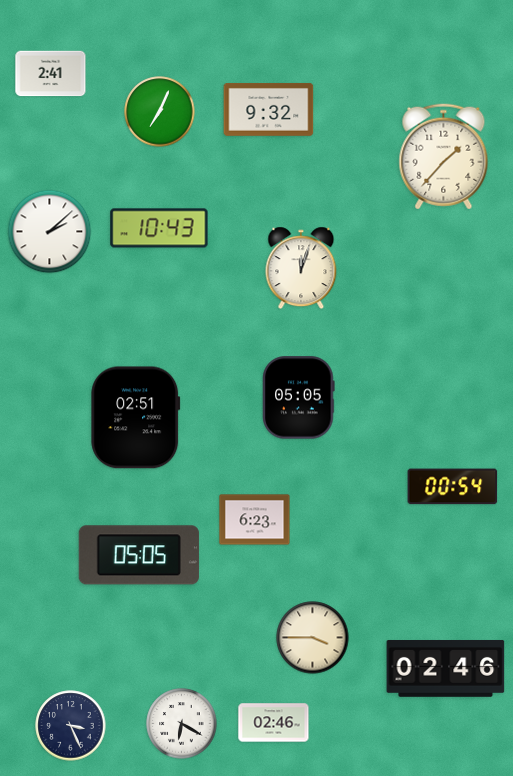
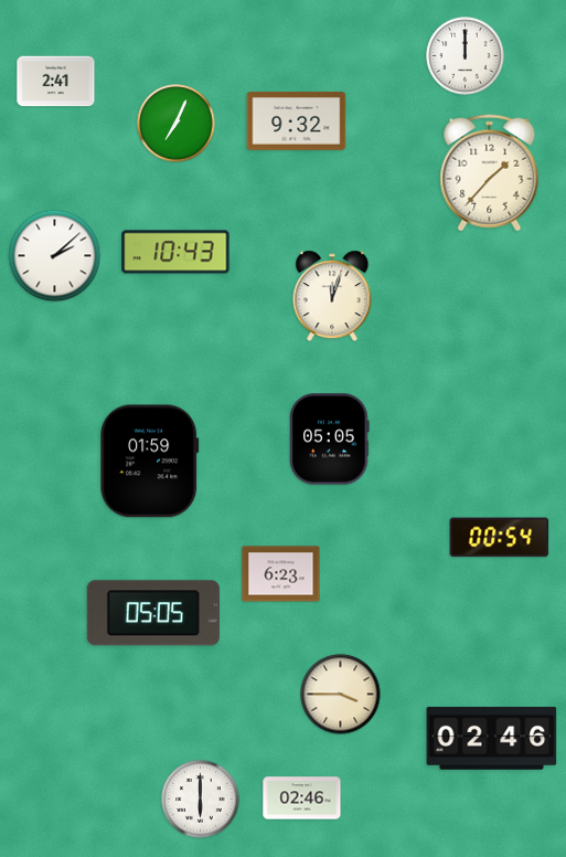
clock at (466, 56): none -> 12:00
clock at (136, 418): 02:51 -> 01:59
clock at (313, 638) position: (313, 638) -> (341, 695)
clock at (182, 724): 6:20 -> 6:00
clock at (71, 726): 3:26 -> none
